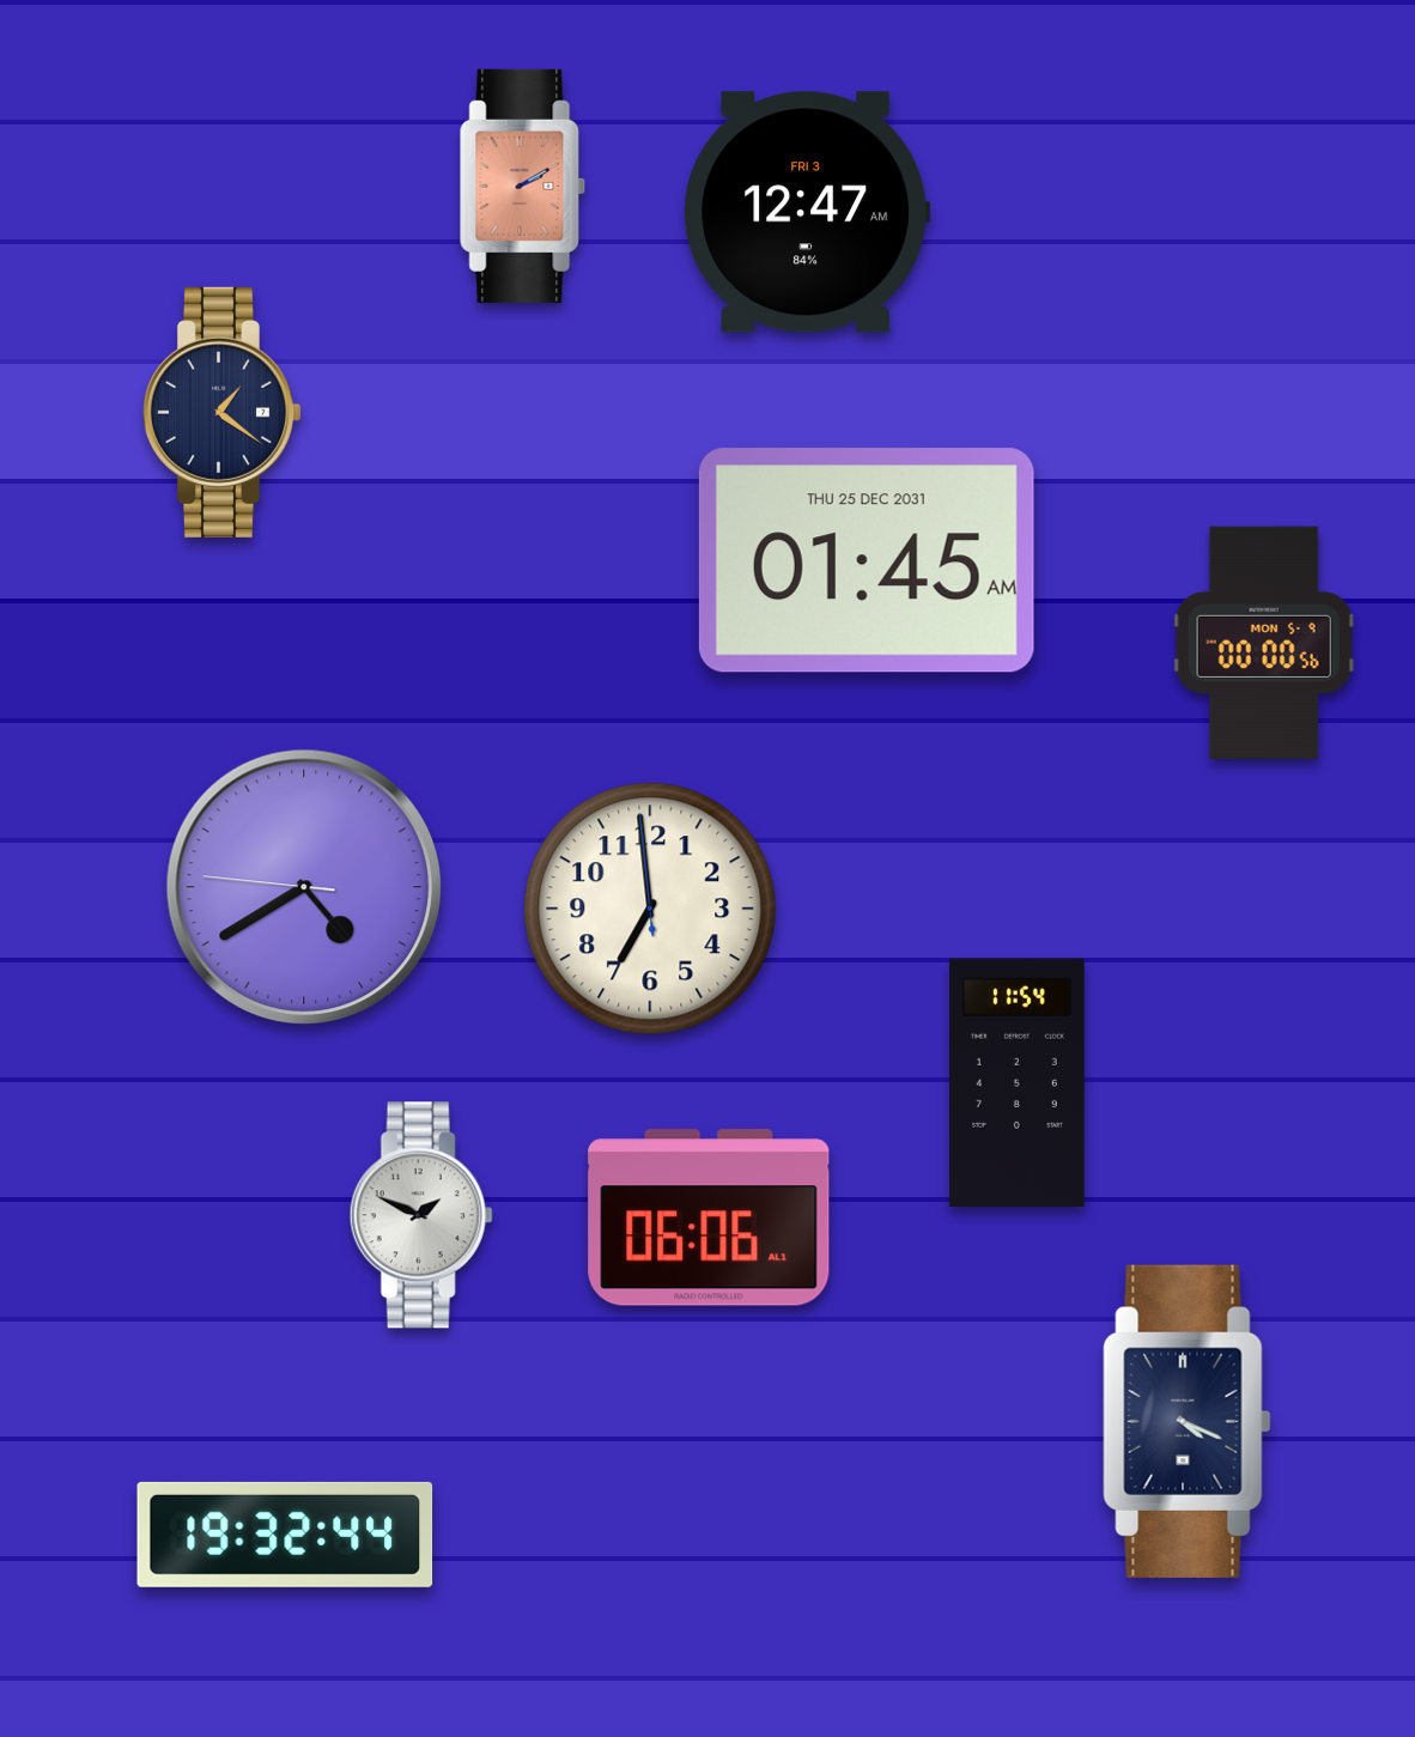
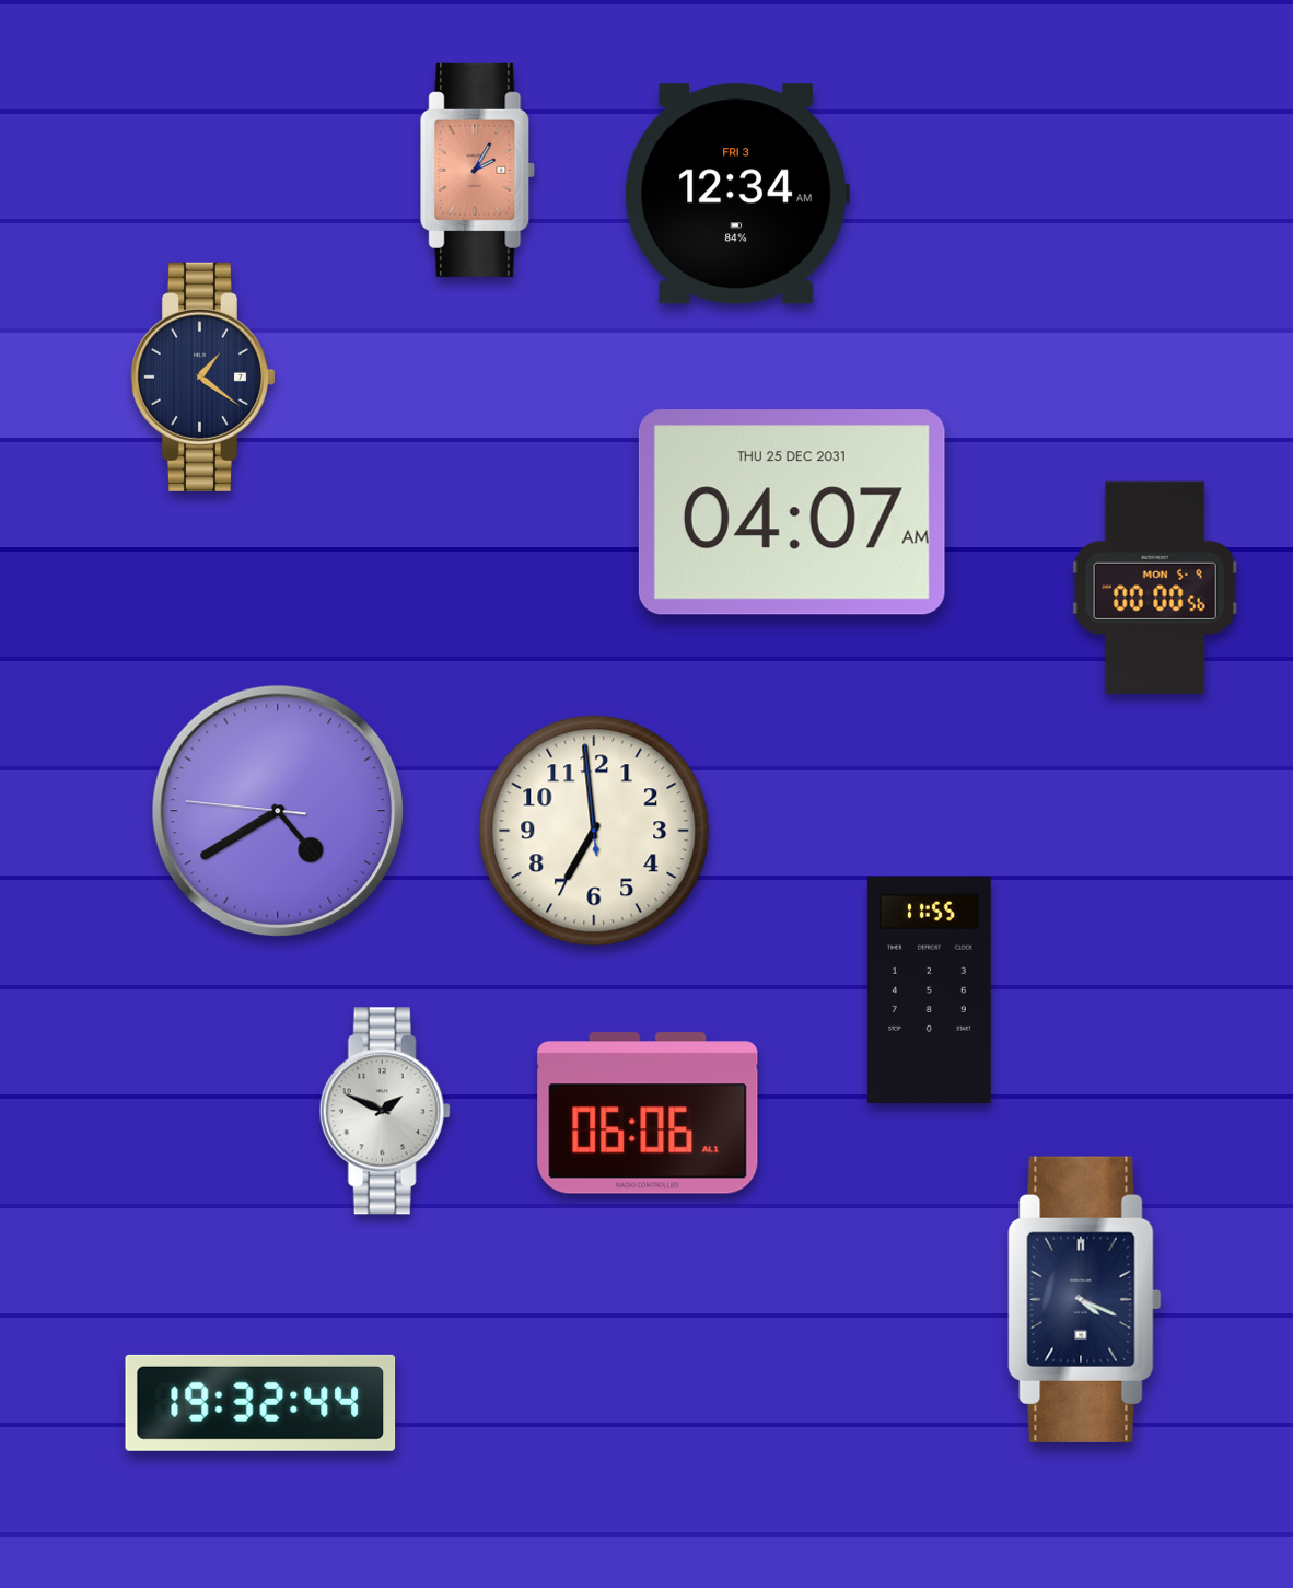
clock at (522, 186): 2:10 -> 2:05
clock at (806, 212): 12:47 -> 12:34
clock at (867, 560): 01:45 -> 04:07
clock at (1016, 1082): 11:54 -> 11:55
